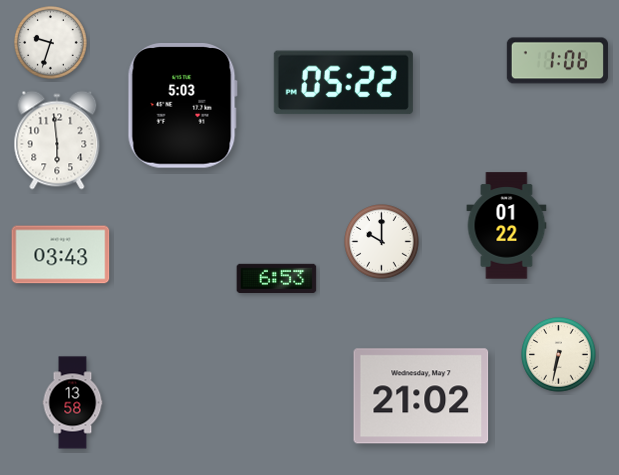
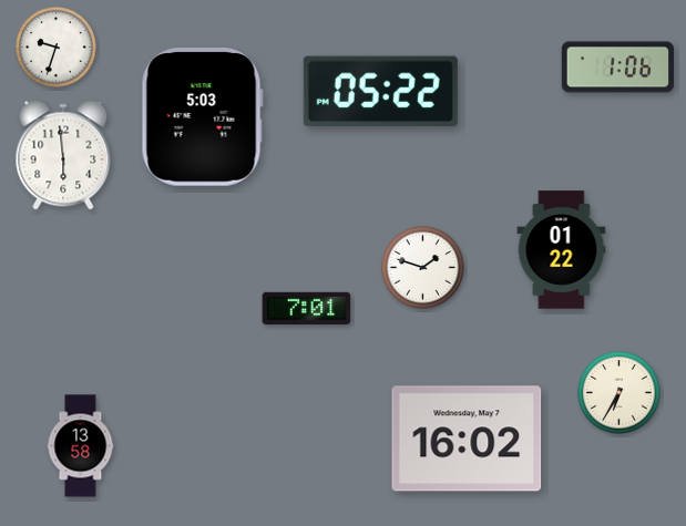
clock at (382, 242): 10:00 -> 1:48
clock at (61, 255): 03:43 -> none
clock at (277, 278): 6:53 -> 7:01
clock at (559, 355): 6:32 -> 6:35
clock at (421, 396): 21:02 -> 16:02
